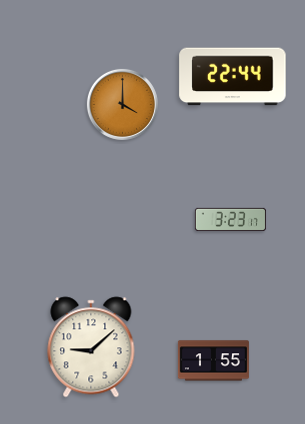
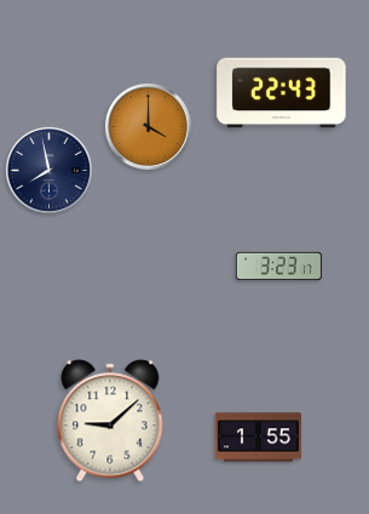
clock at (233, 77): 22:44 -> 22:43
clock at (48, 170): none -> 7:58
